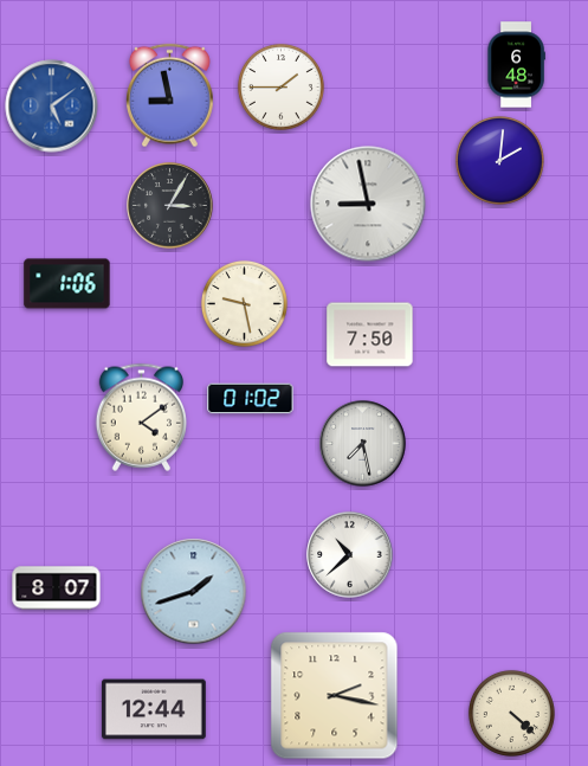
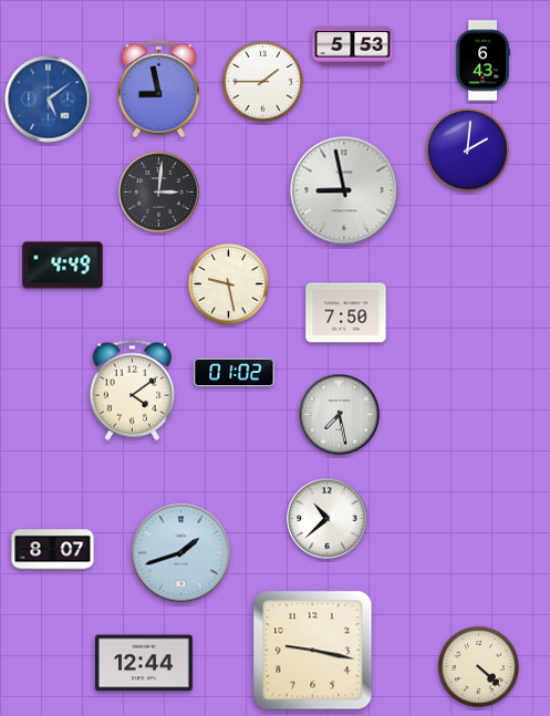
clock at (353, 46): none -> 5:53
clock at (516, 65): 6:48 -> 6:43
clock at (170, 206): 3:05 -> 3:01
clock at (67, 284): 1:06 -> 4:49
clock at (335, 696): 2:17 -> 9:17
